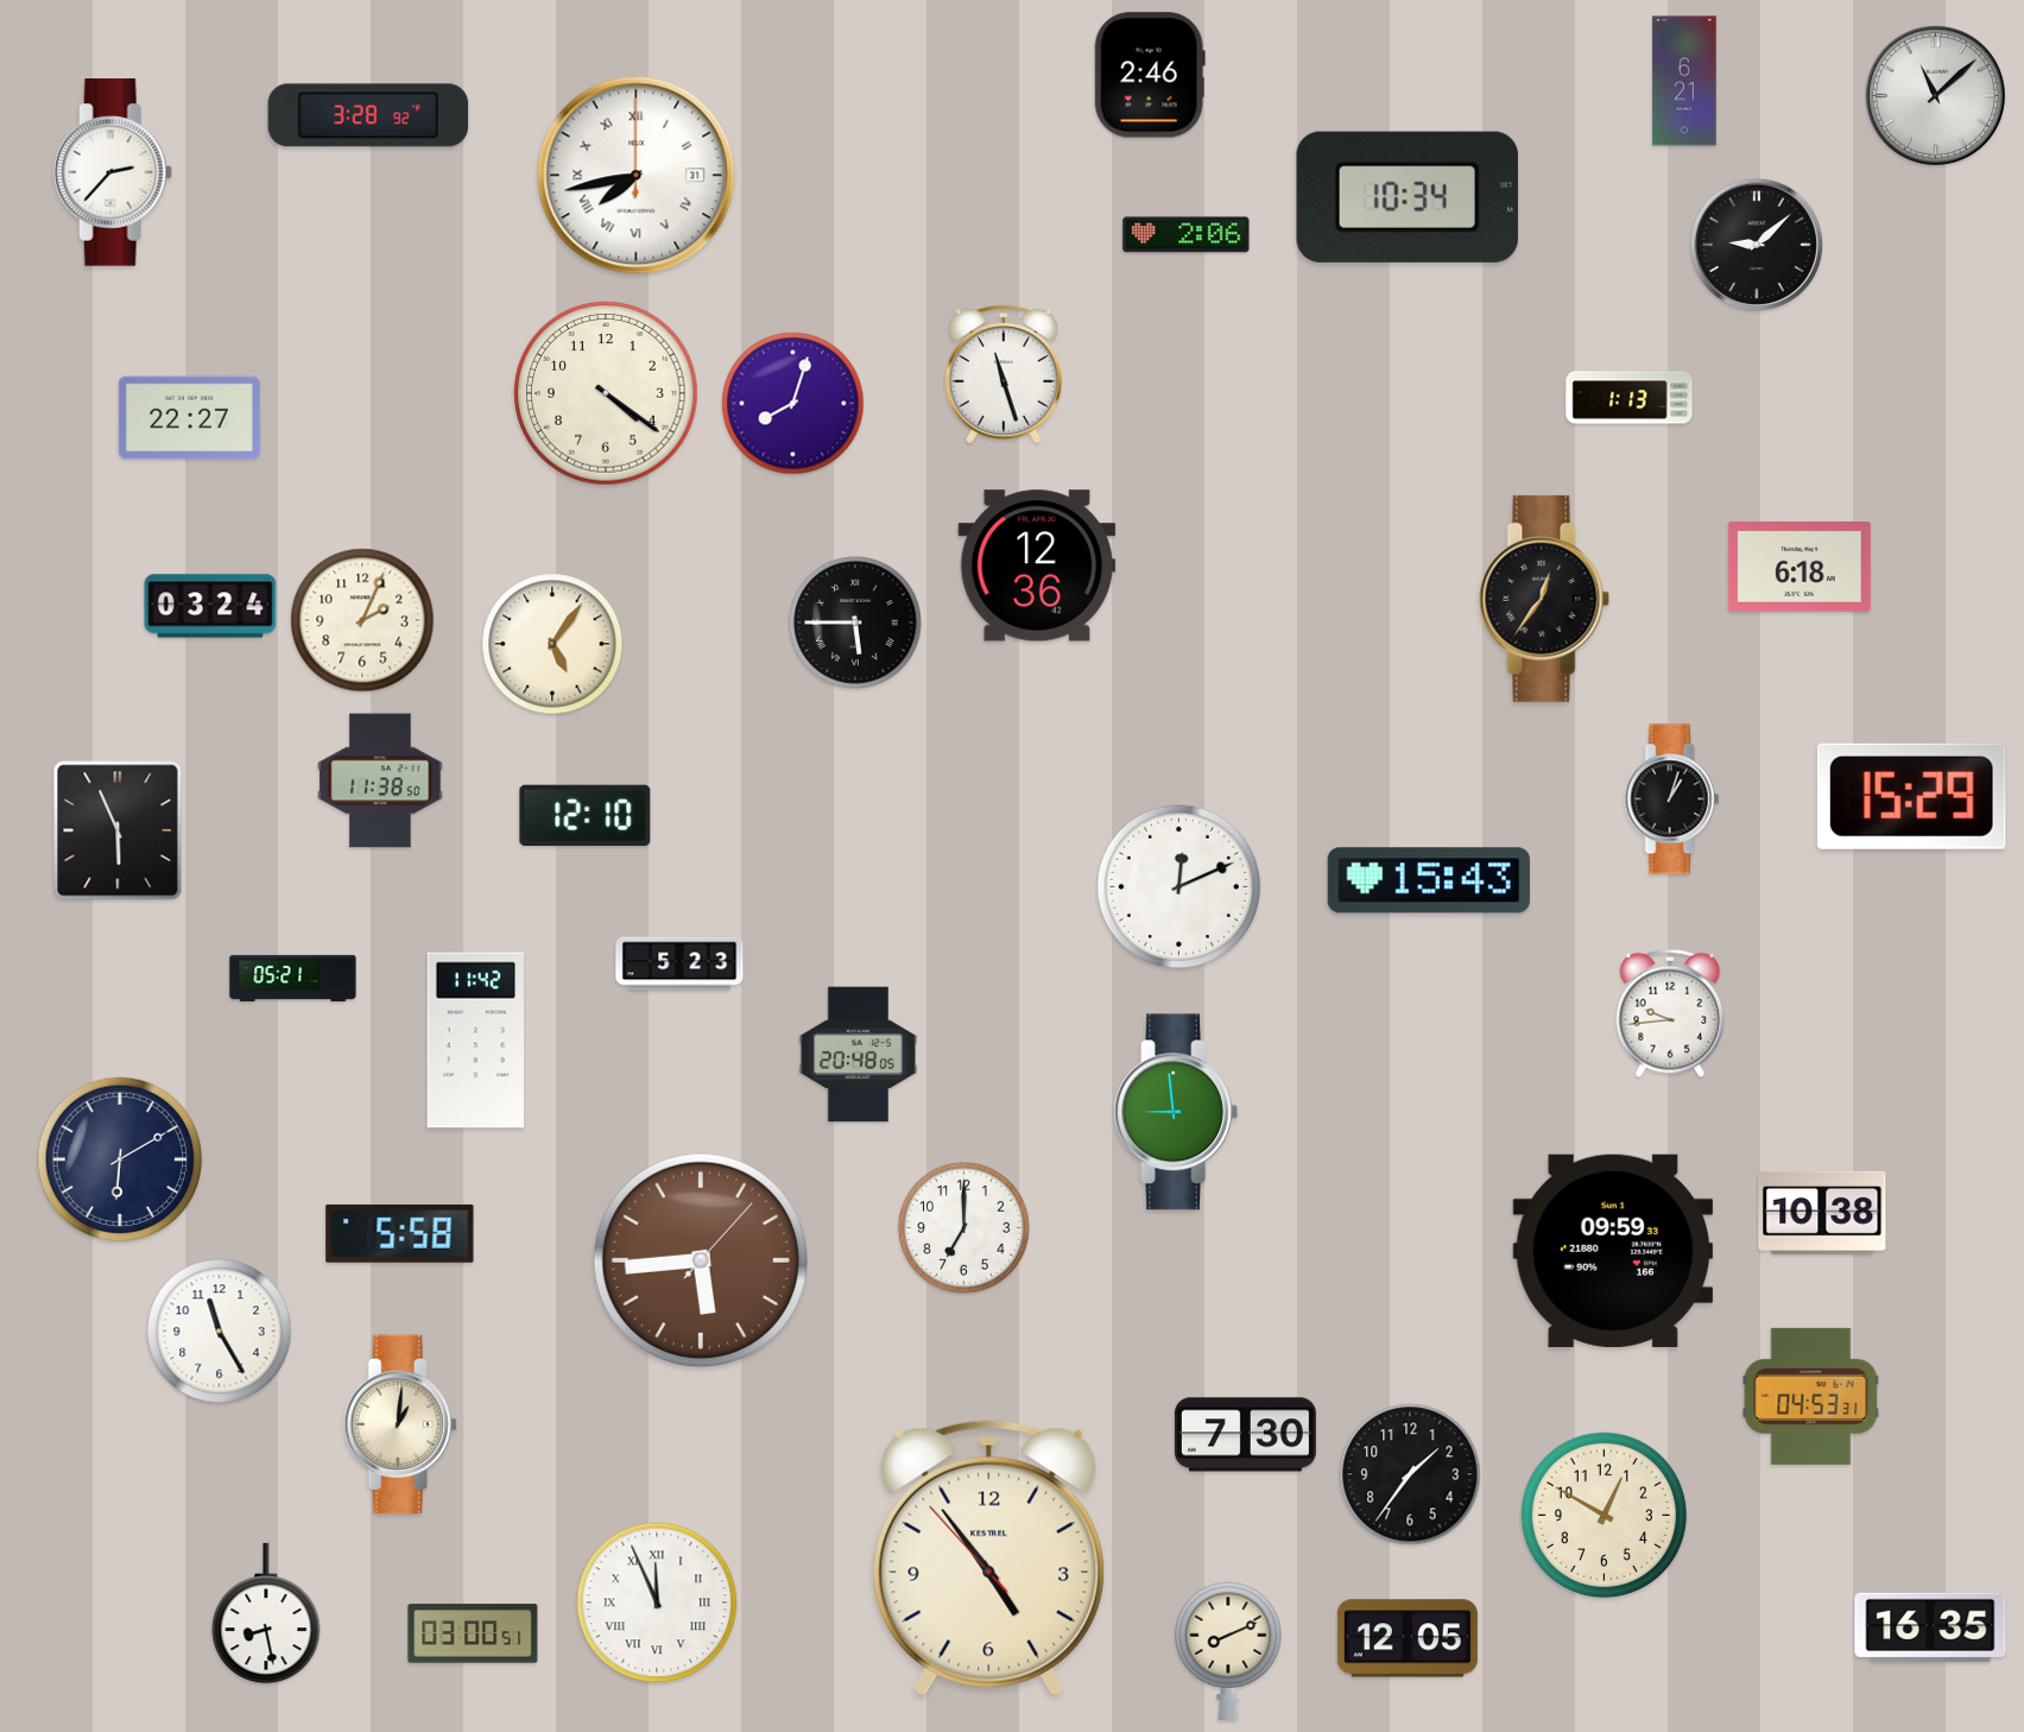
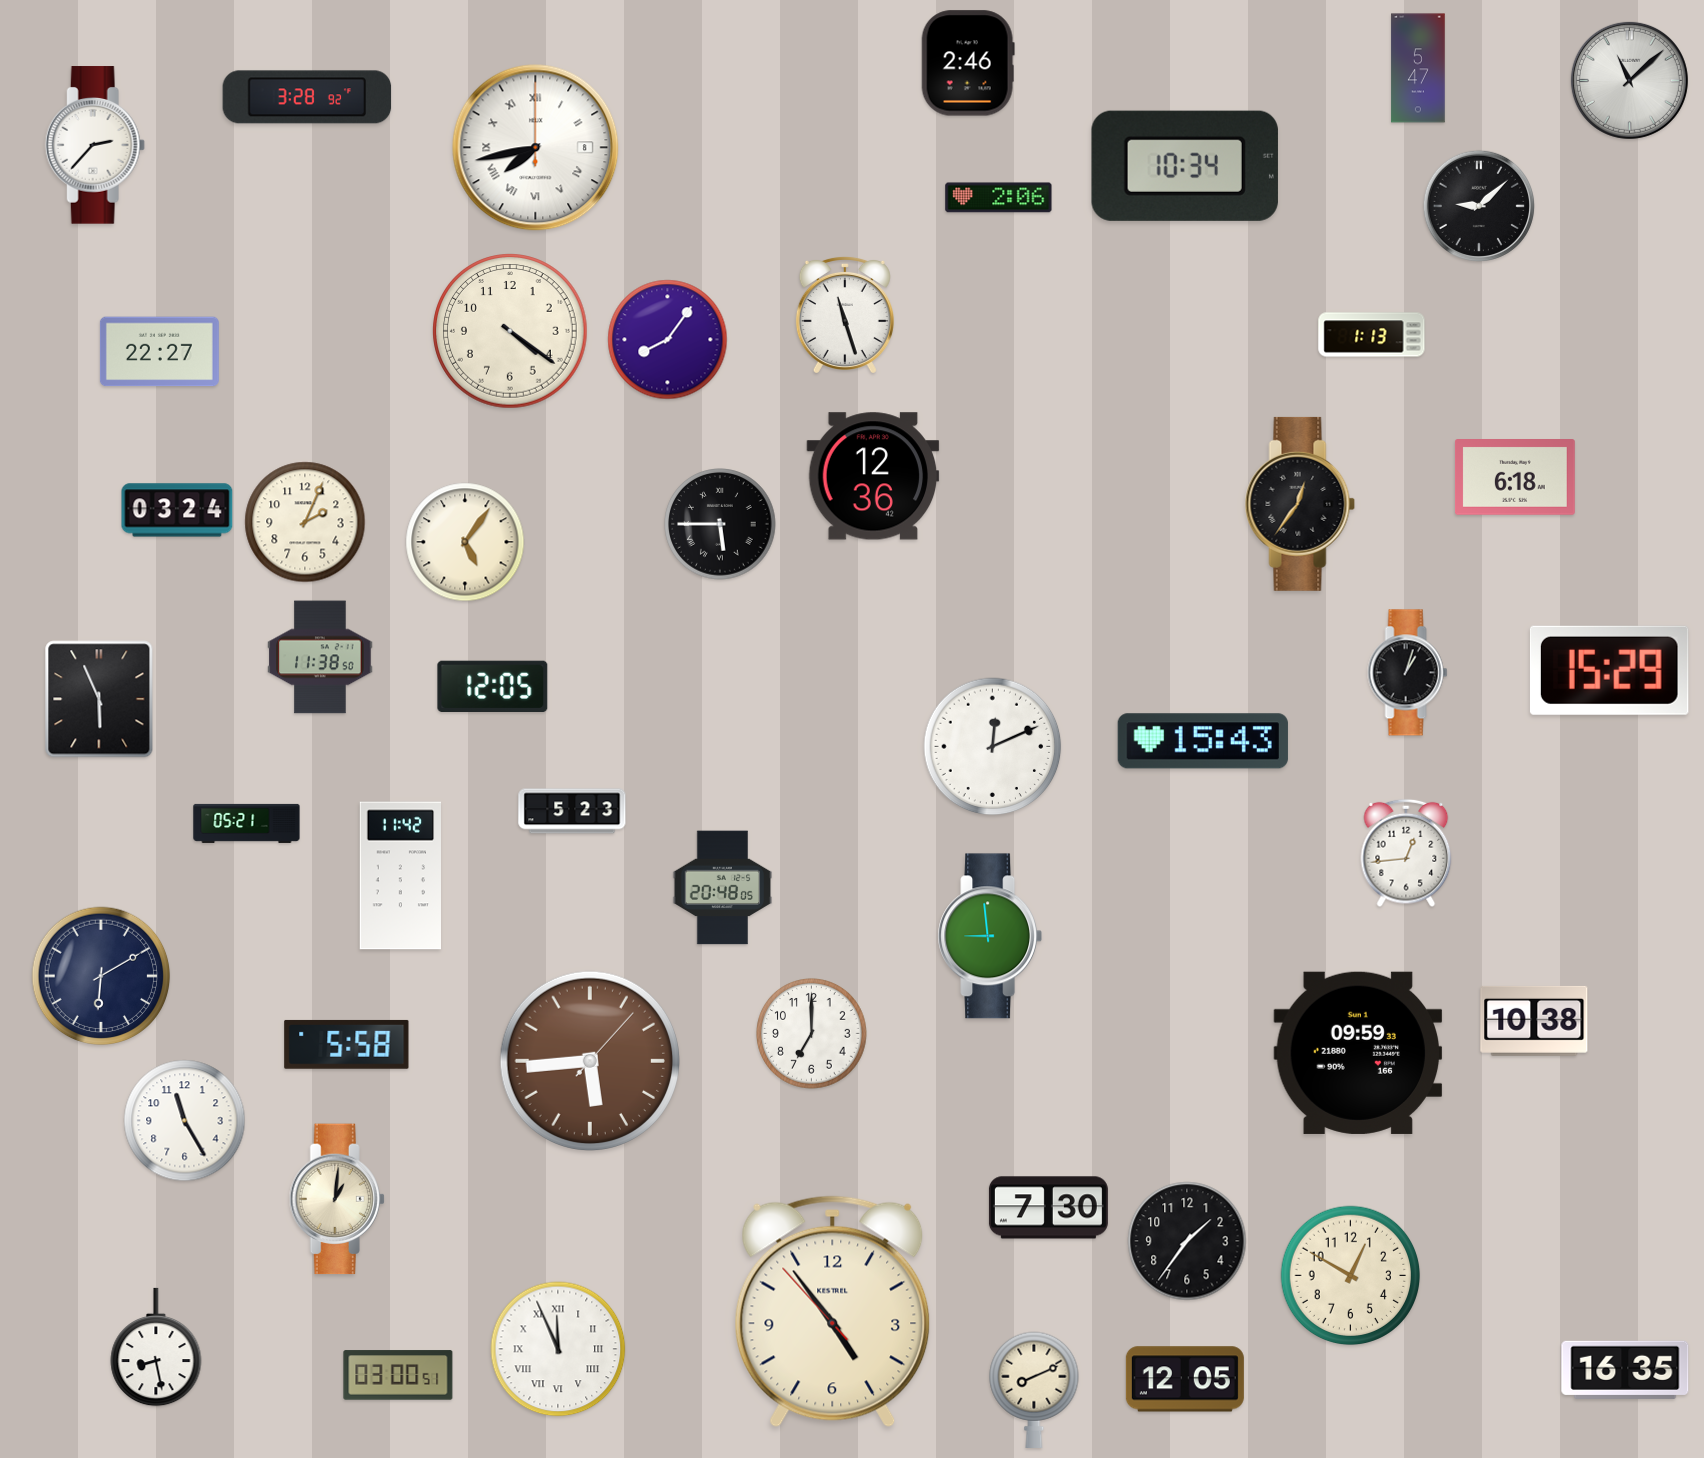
clock at (1684, 81): 6:21 -> 5:47
clock at (368, 115) position: (368, 115) -> (307, 97)
clock at (637, 176) date: 31 -> 8
clock at (793, 404): 8:03 -> 8:06
clock at (586, 815): 12:10 -> 12:05
clock at (1670, 1013): 9:44 -> 12:44
clock at (400, 1233) position: (400, 1233) -> (347, 1044)
clock at (1811, 1396): 04:53 -> none
clock at (657, 1603) position: (657, 1603) -> (558, 1349)
clock at (266, 1613) position: (266, 1613) -> (156, 1347)
